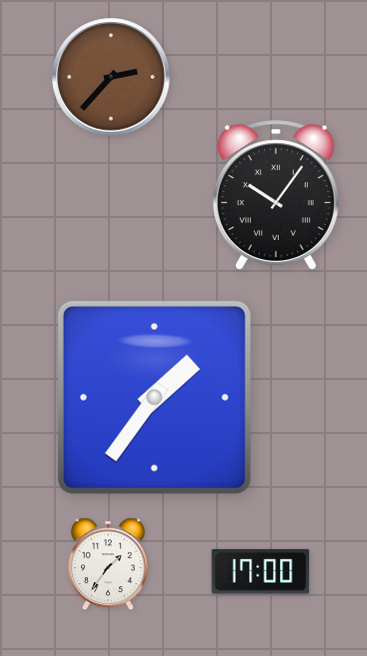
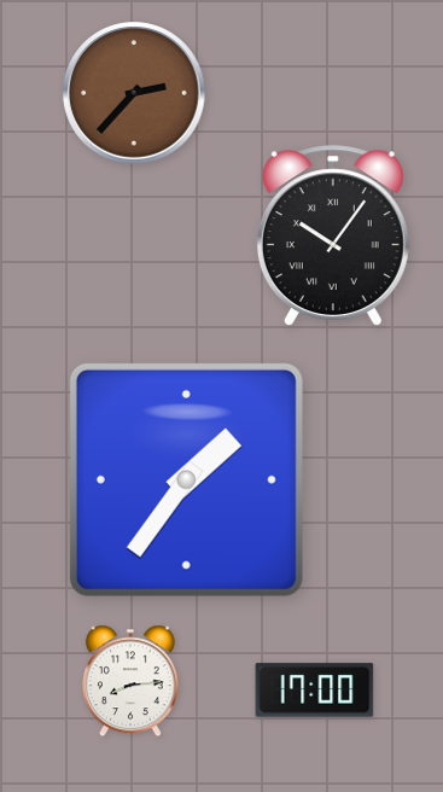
clock at (108, 564): 1:36 -> 8:14
